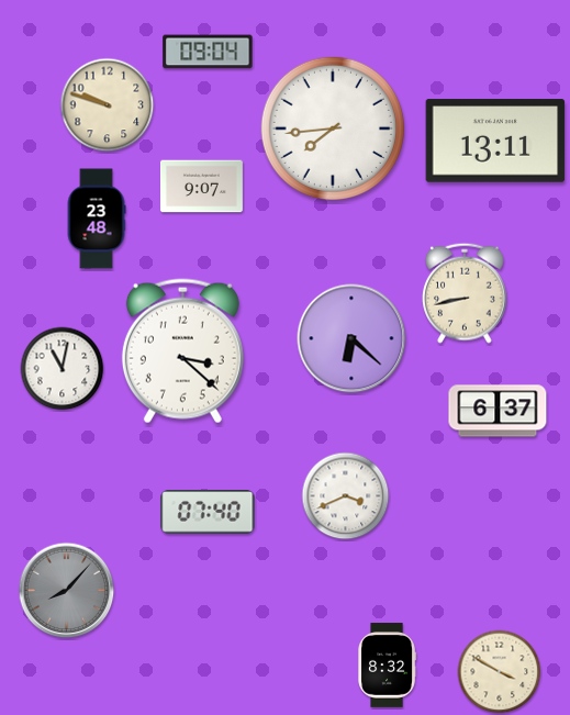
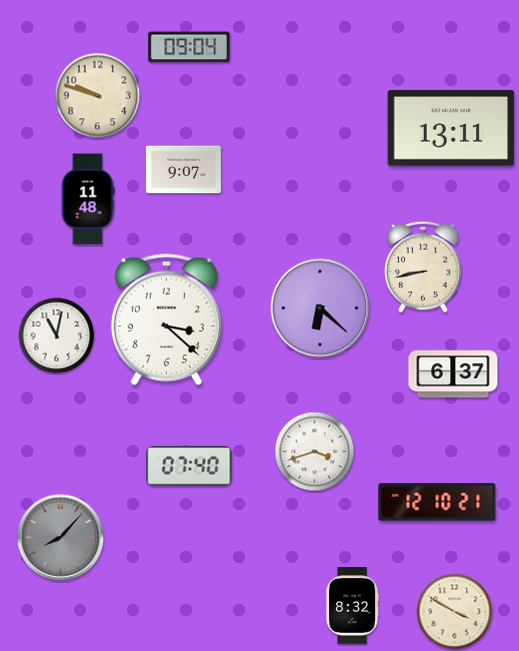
clock at (332, 127): 7:44 -> none
clock at (97, 219): 23:48 -> 11:48
clock at (346, 496): 3:41 -> 3:42
clock at (437, 502): none -> 12:10
